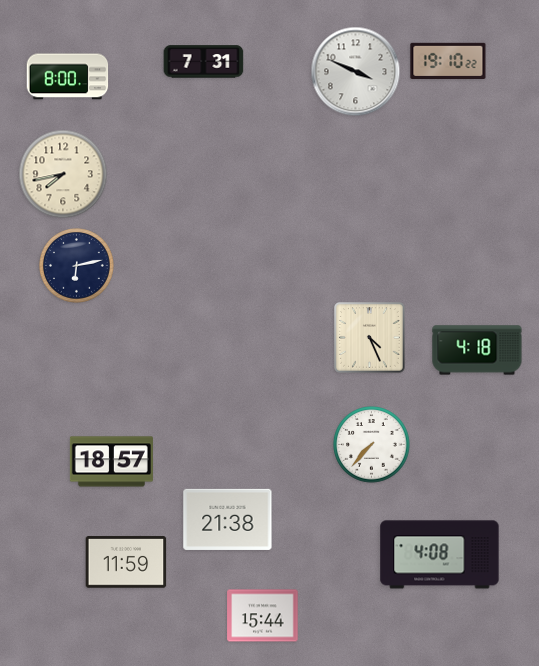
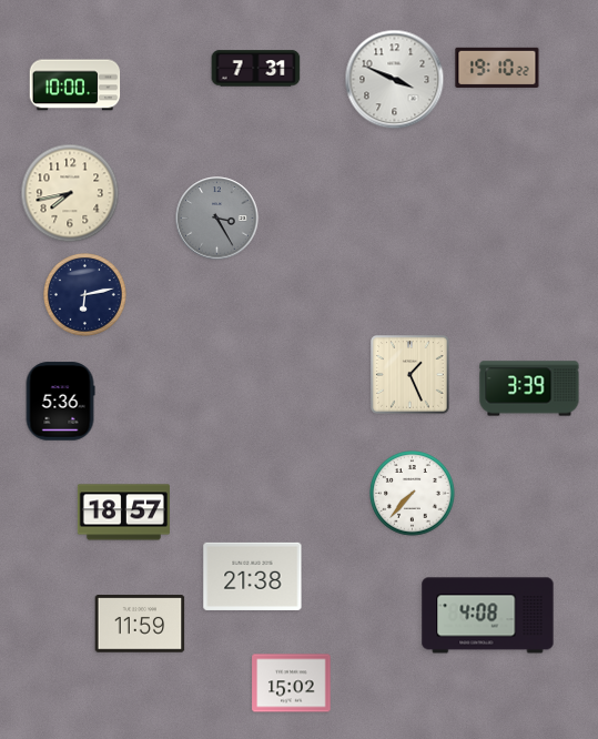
clock at (204, 62) position: (204, 62) -> (256, 69)
clock at (68, 77): 8:00 -> 10:00
clock at (217, 219): none -> 3:25
clock at (370, 338): 4:26 -> 1:26
clock at (477, 350): 4:18 -> 3:39
clock at (60, 402): none -> 5:36
clock at (263, 616): 15:44 -> 15:02
